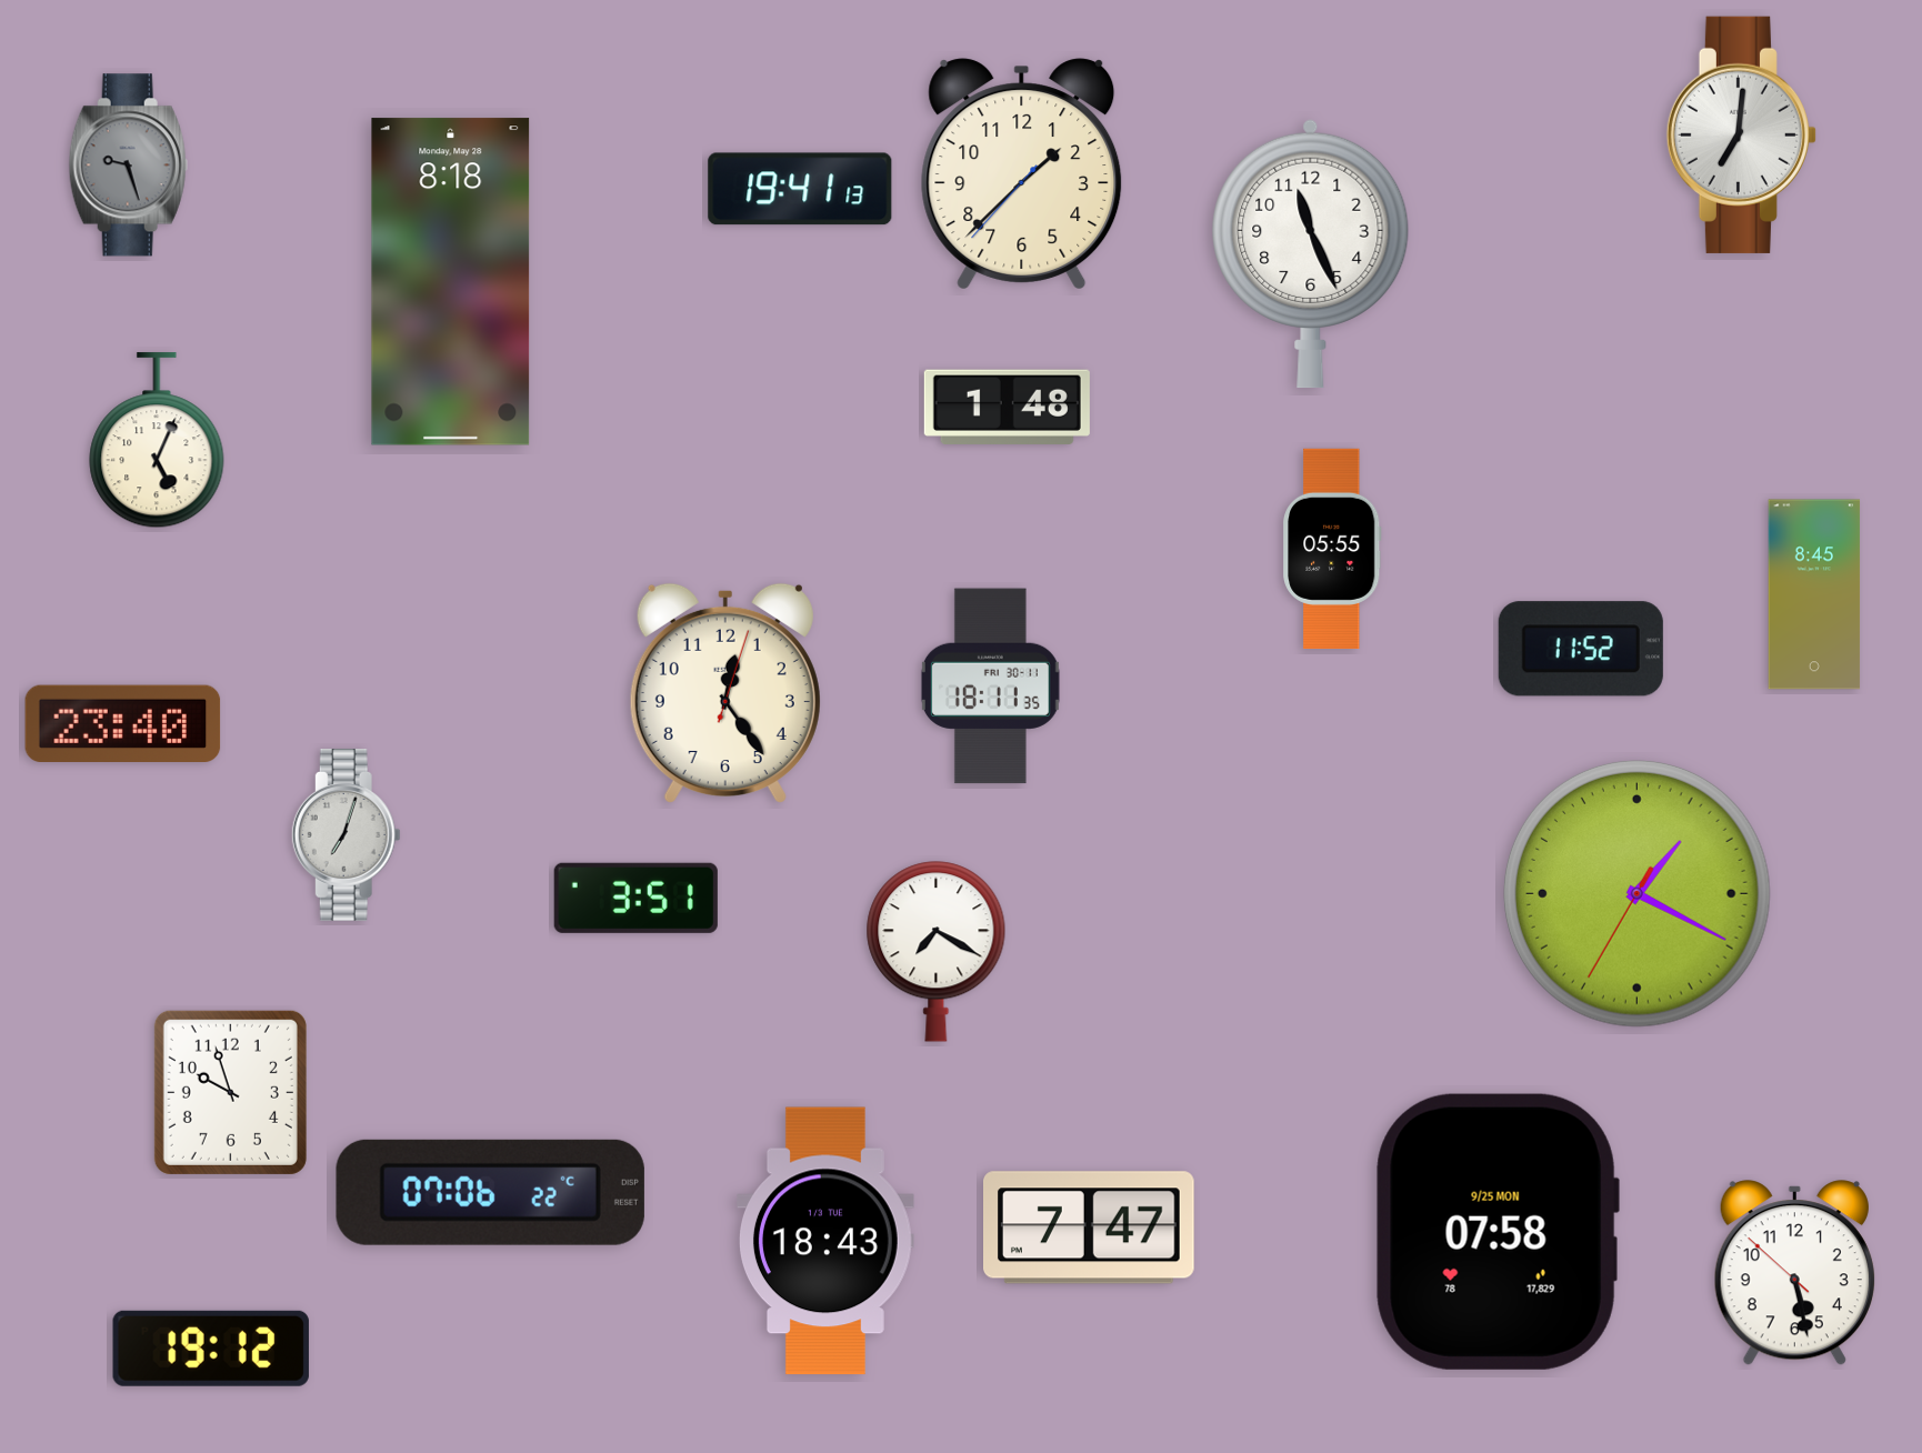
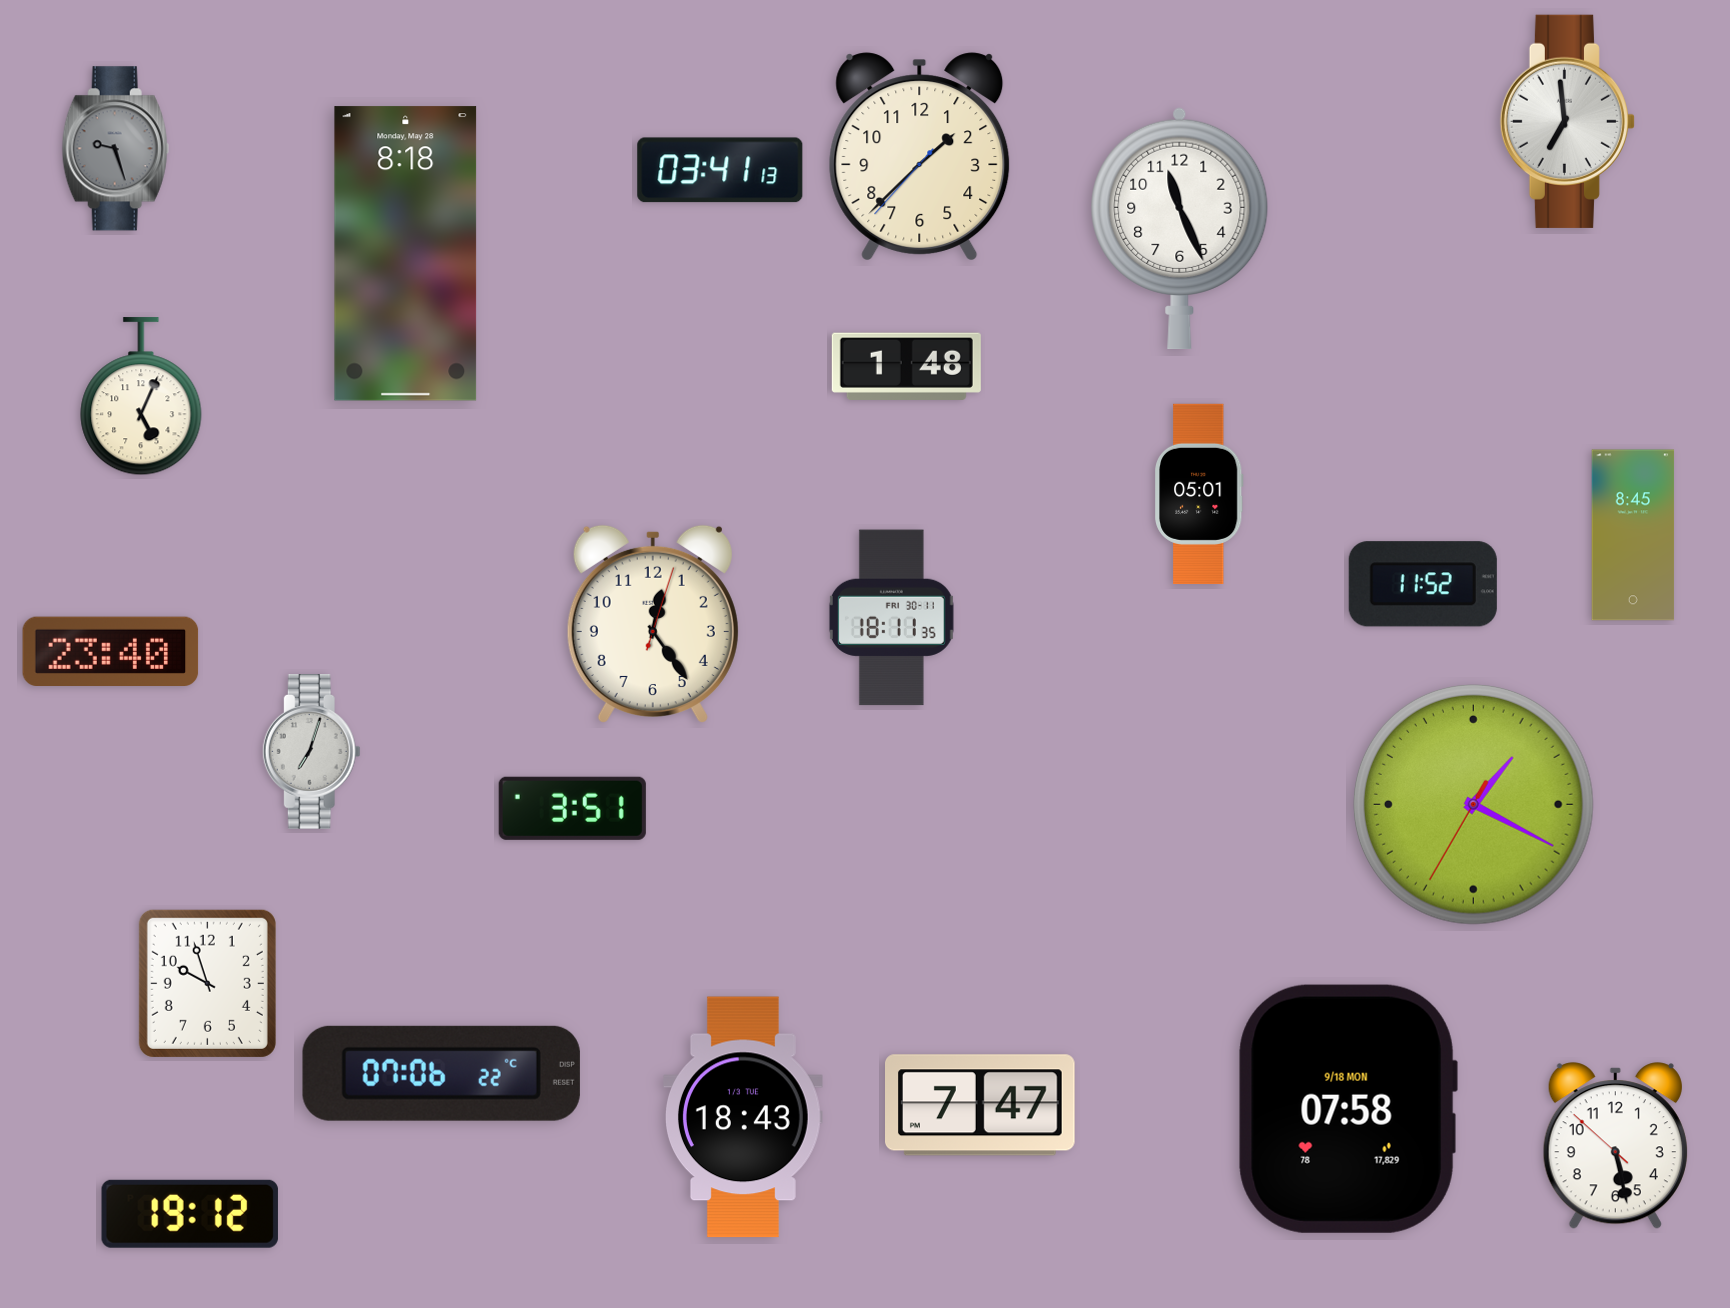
clock at (1741, 134): 7:01 -> 6:59
clock at (800, 189): 19:41 -> 03:41
clock at (1333, 549): 05:55 -> 05:01
clock at (937, 952): 7:20 -> none
clock at (1498, 1232) date: 9/25 MON -> 9/18 MON
